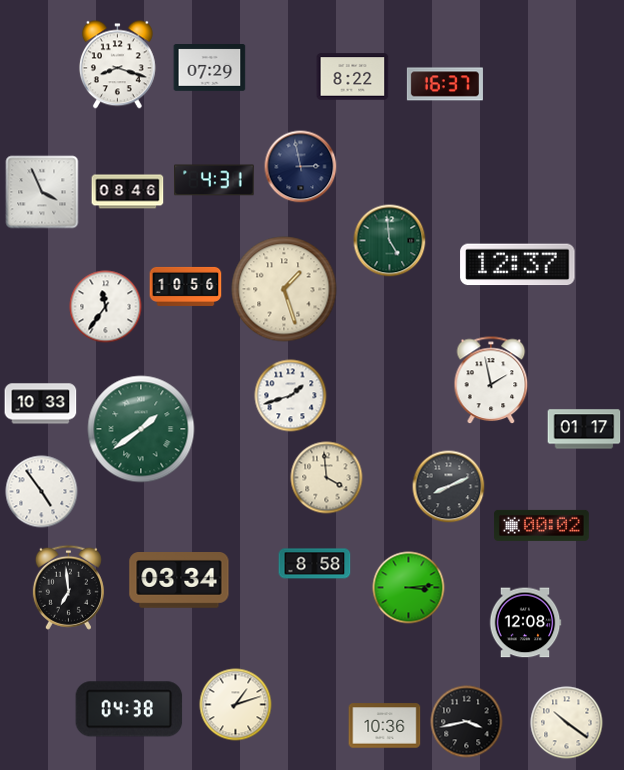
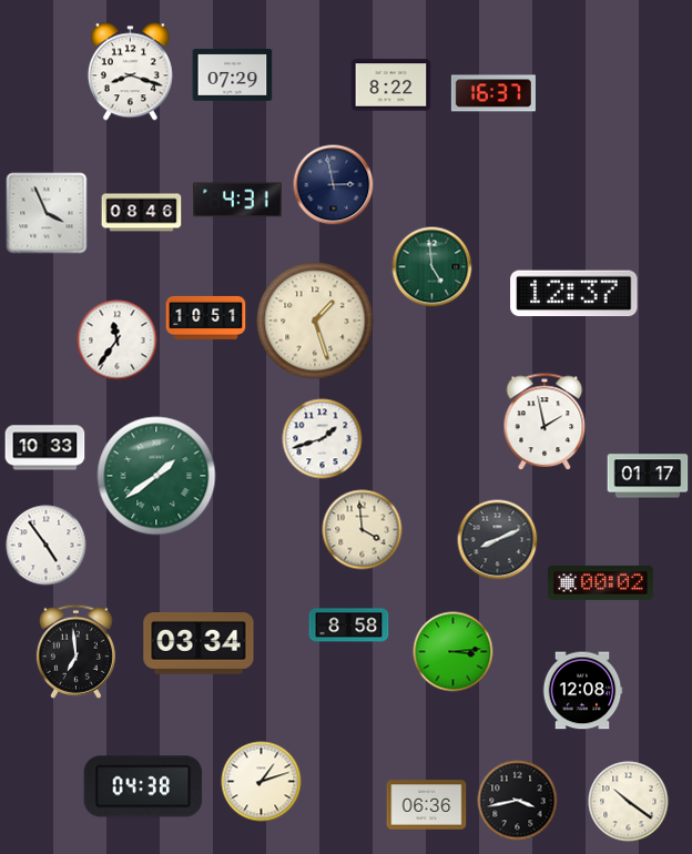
clock at (186, 286): 10:56 -> 10:51
clock at (385, 726): 10:36 -> 06:36
